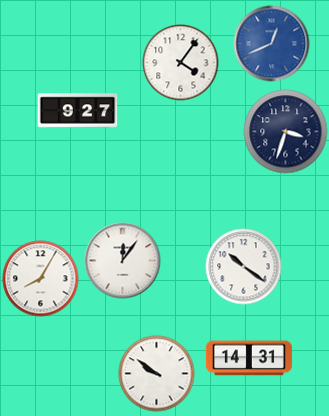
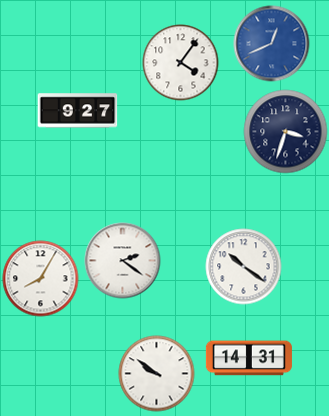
clock at (123, 261): 12:06 -> 2:21
